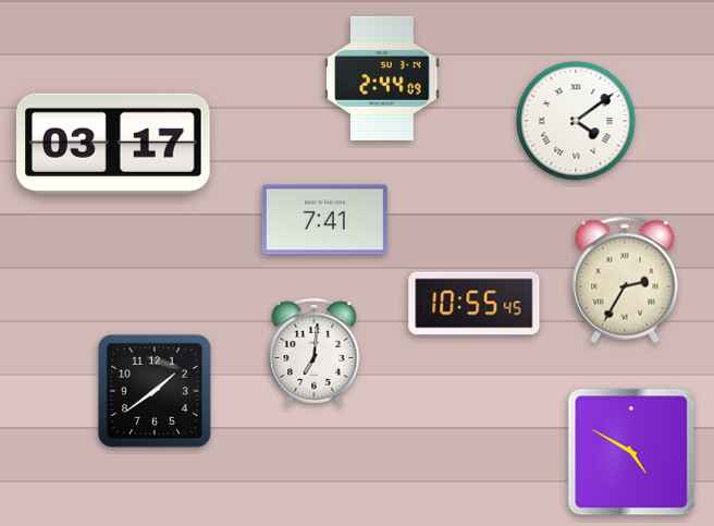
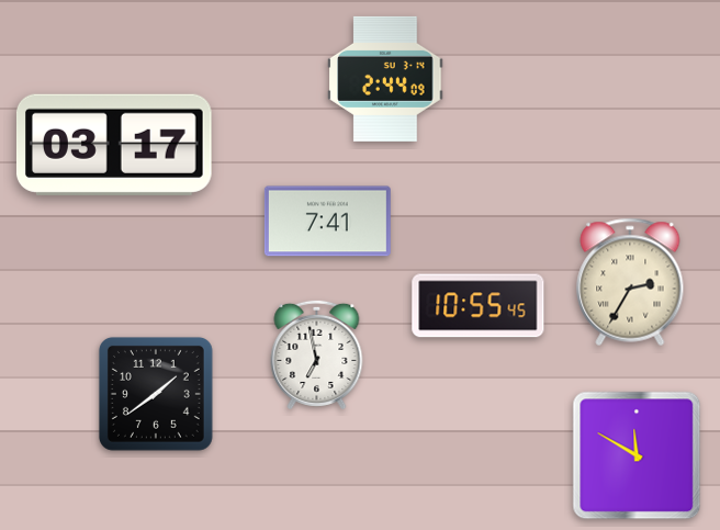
clock at (576, 121): 4:09 -> none
clock at (315, 352): 7:01 -> 6:58
clock at (631, 452): 4:50 -> 11:50
